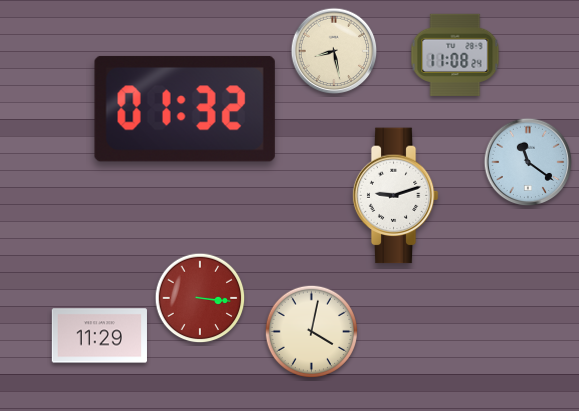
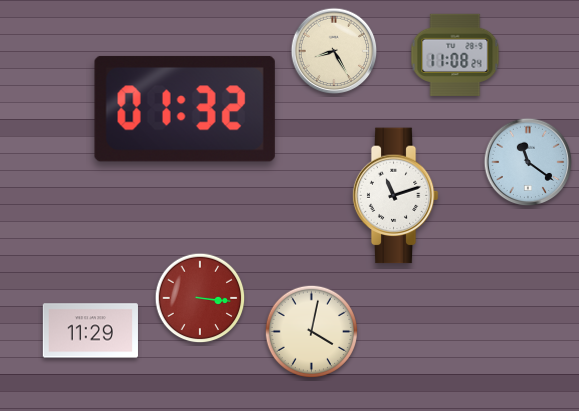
clock at (334, 51): 8:28 -> 8:25
clock at (395, 196): 9:12 -> 11:12
clock at (99, 336) position: (99, 336) -> (90, 331)
